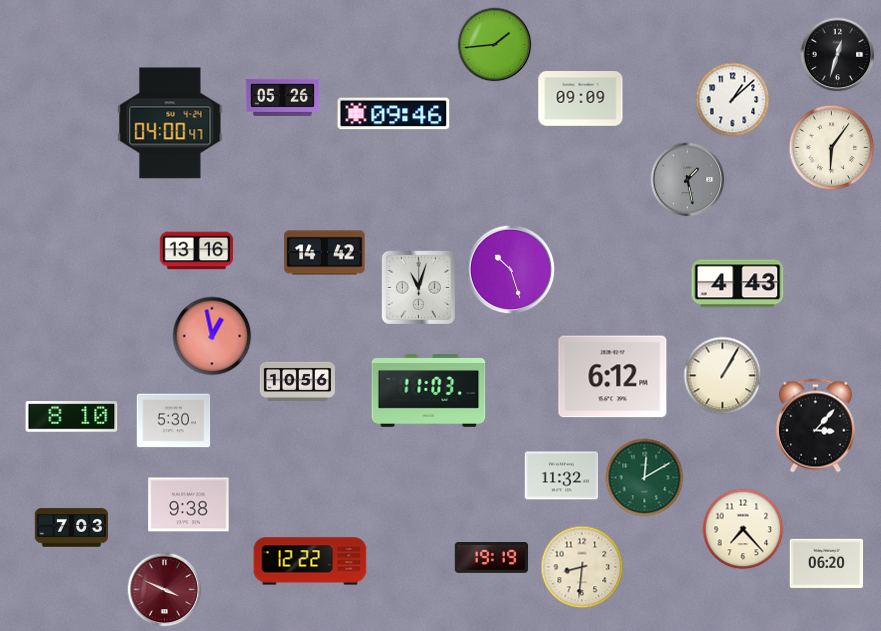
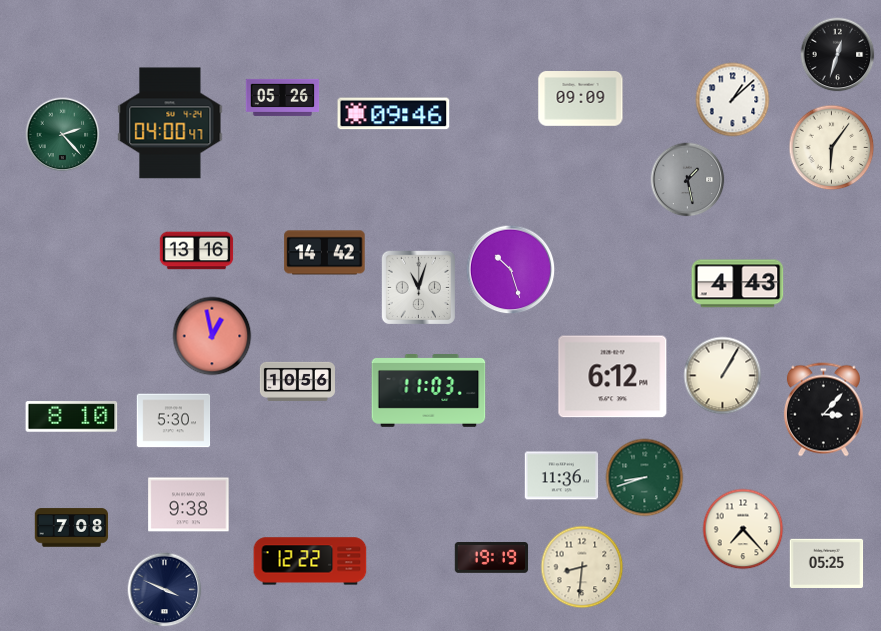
clock at (495, 45): 1:44 -> none
clock at (63, 135): none -> 2:23
clock at (815, 426) position: (815, 426) -> (823, 410)
clock at (562, 476): 11:32 -> 11:36
clock at (645, 478): 12:10 -> 8:42
clock at (72, 528): 7:03 -> 7:08
clock at (827, 563): 06:20 -> 05:25
clock at (165, 590) dial: burgundy -> navy
